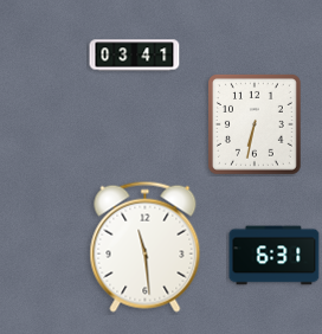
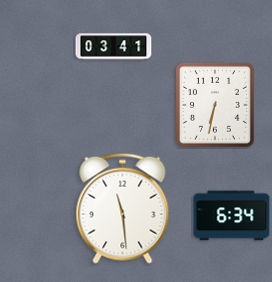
clock at (275, 256): 6:31 -> 6:34
